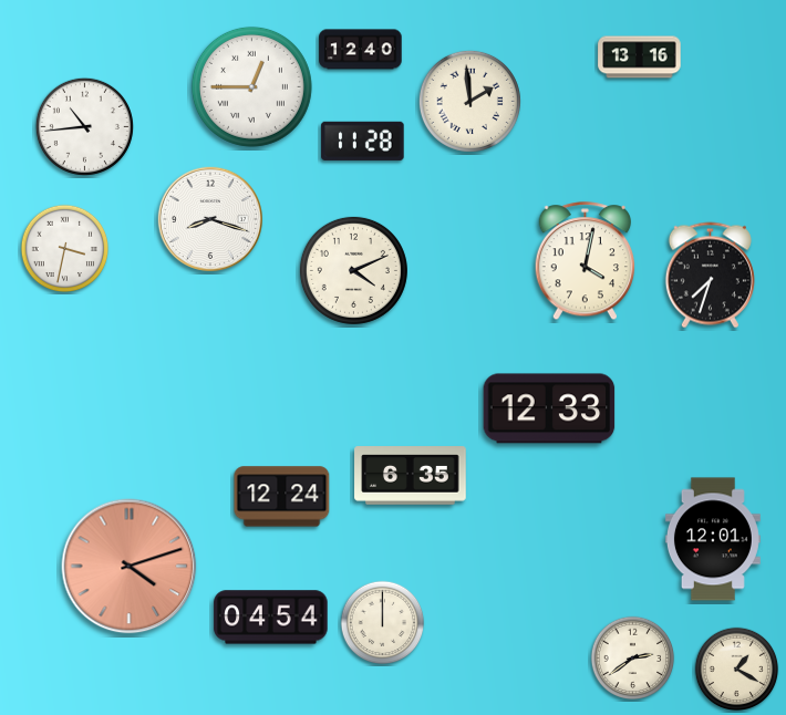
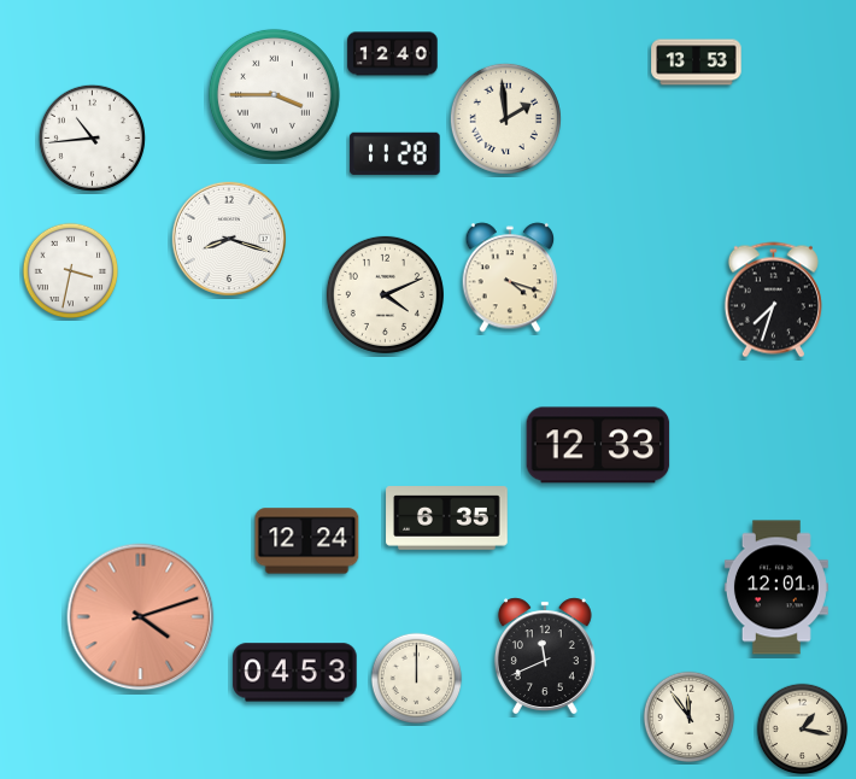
clock at (640, 58): 13:16 -> 13:53
clock at (251, 86): 12:45 -> 3:45
clock at (469, 101) position: (469, 101) -> (505, 118)
clock at (510, 277): none -> 4:18
clock at (585, 261): 4:02 -> none
clock at (545, 656): none -> 11:41
clock at (271, 618): 04:54 -> 04:53
clock at (633, 659): 2:39 -> 11:54
clock at (737, 670): 1:20 -> 1:17
